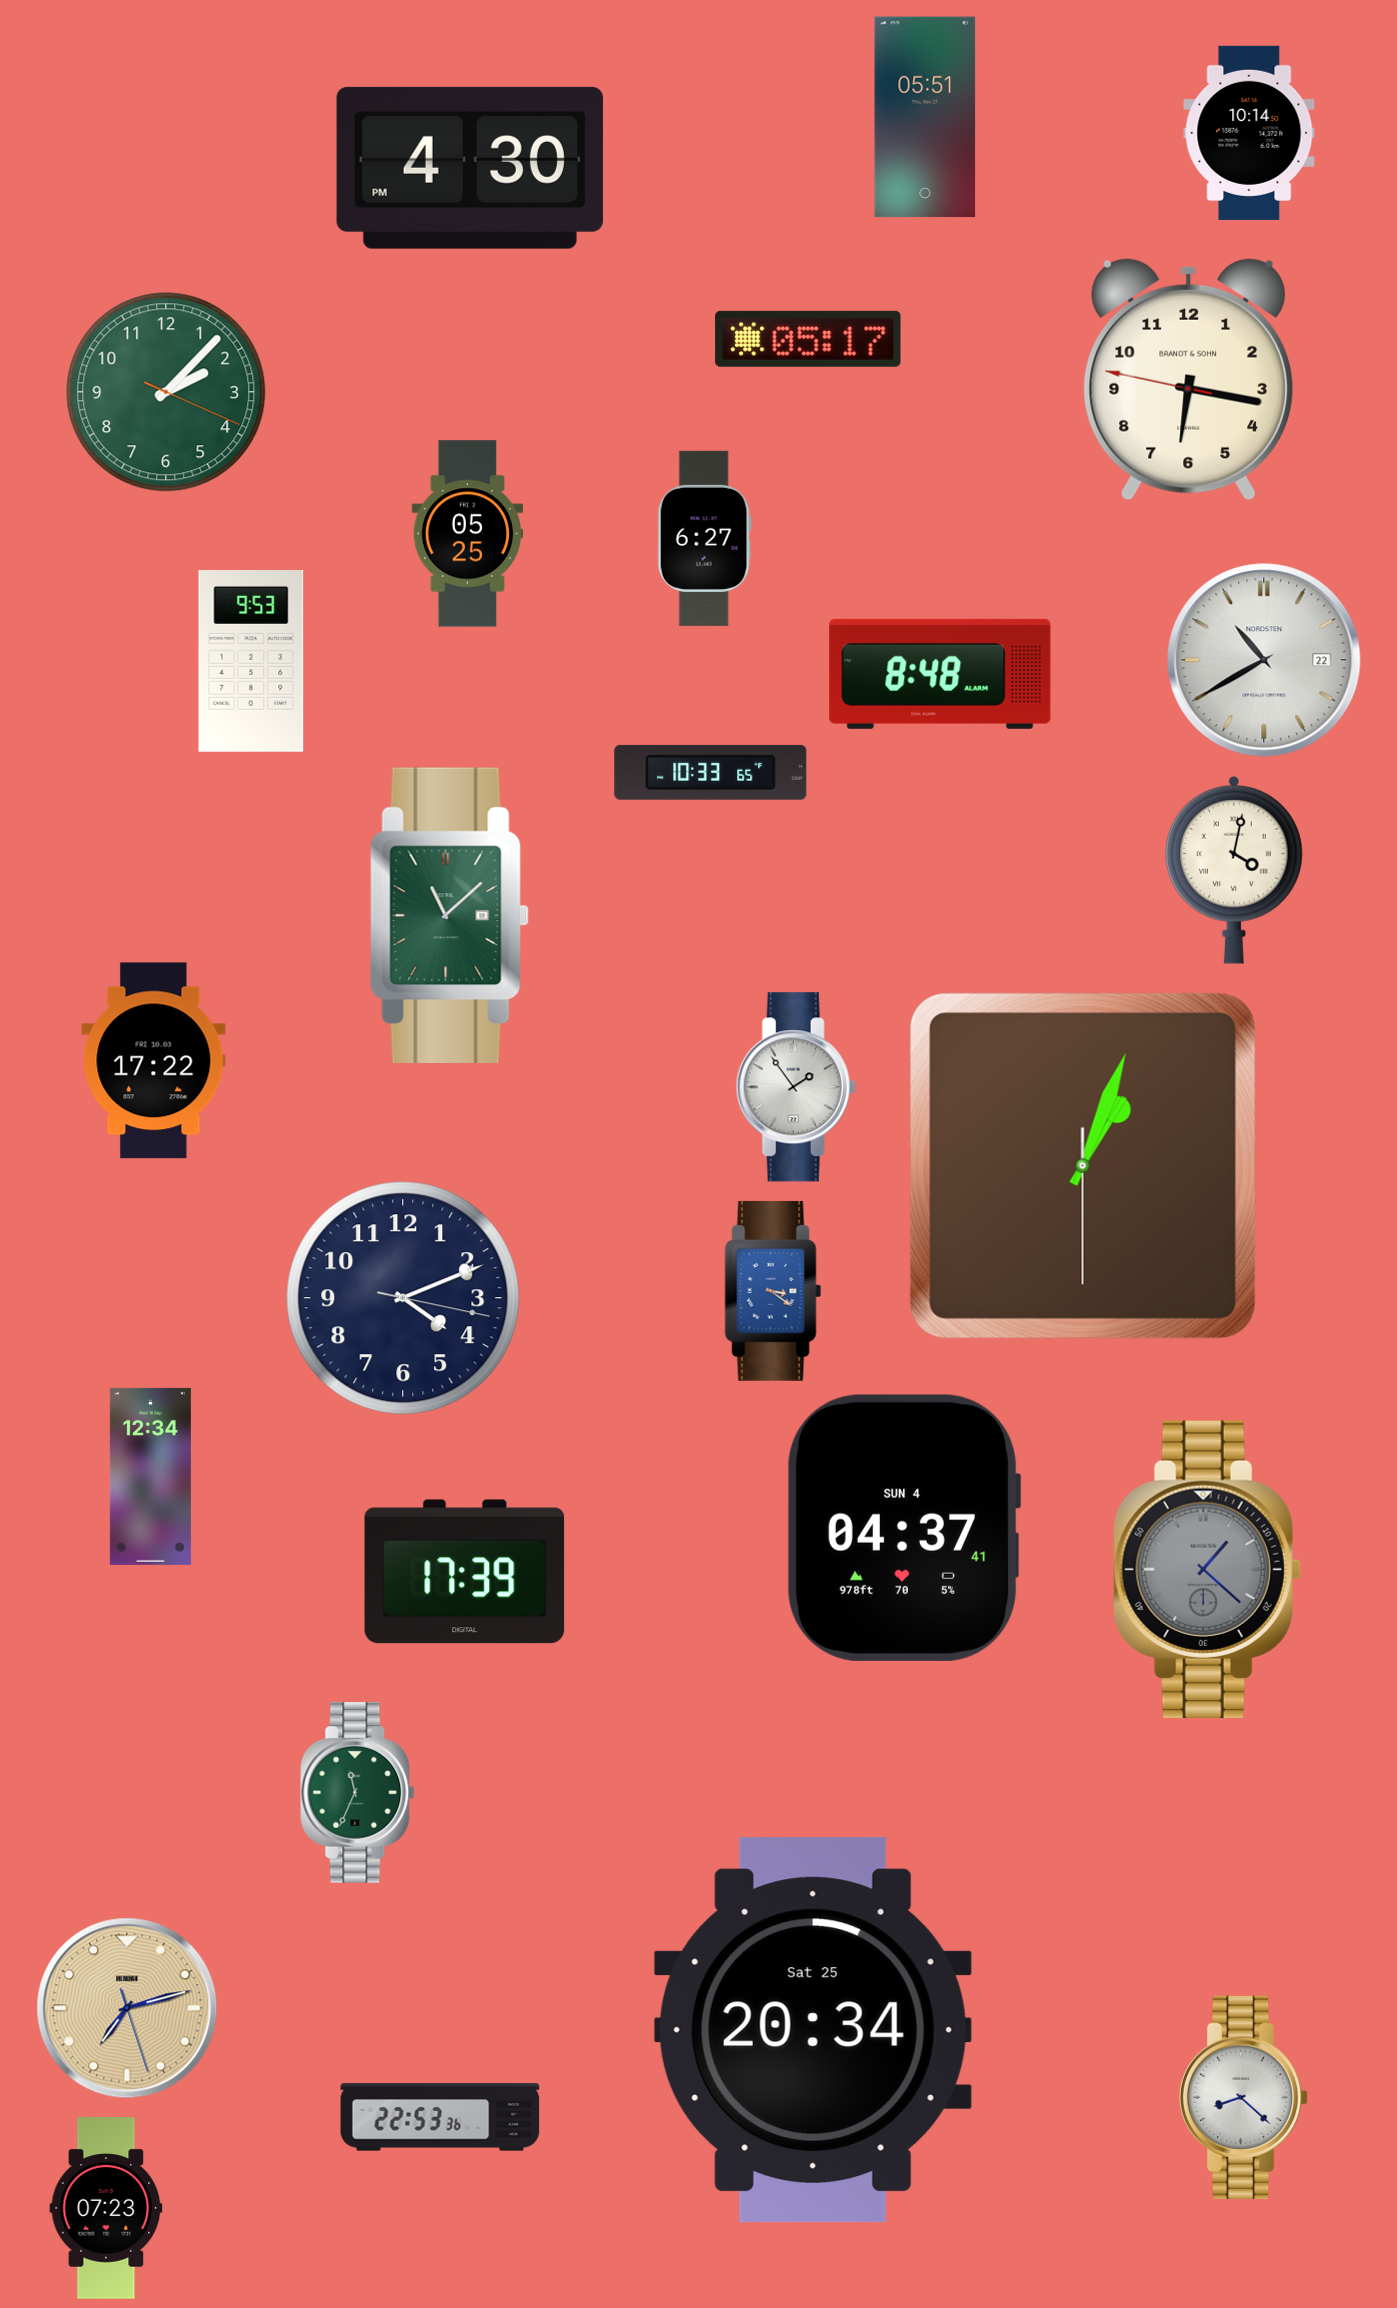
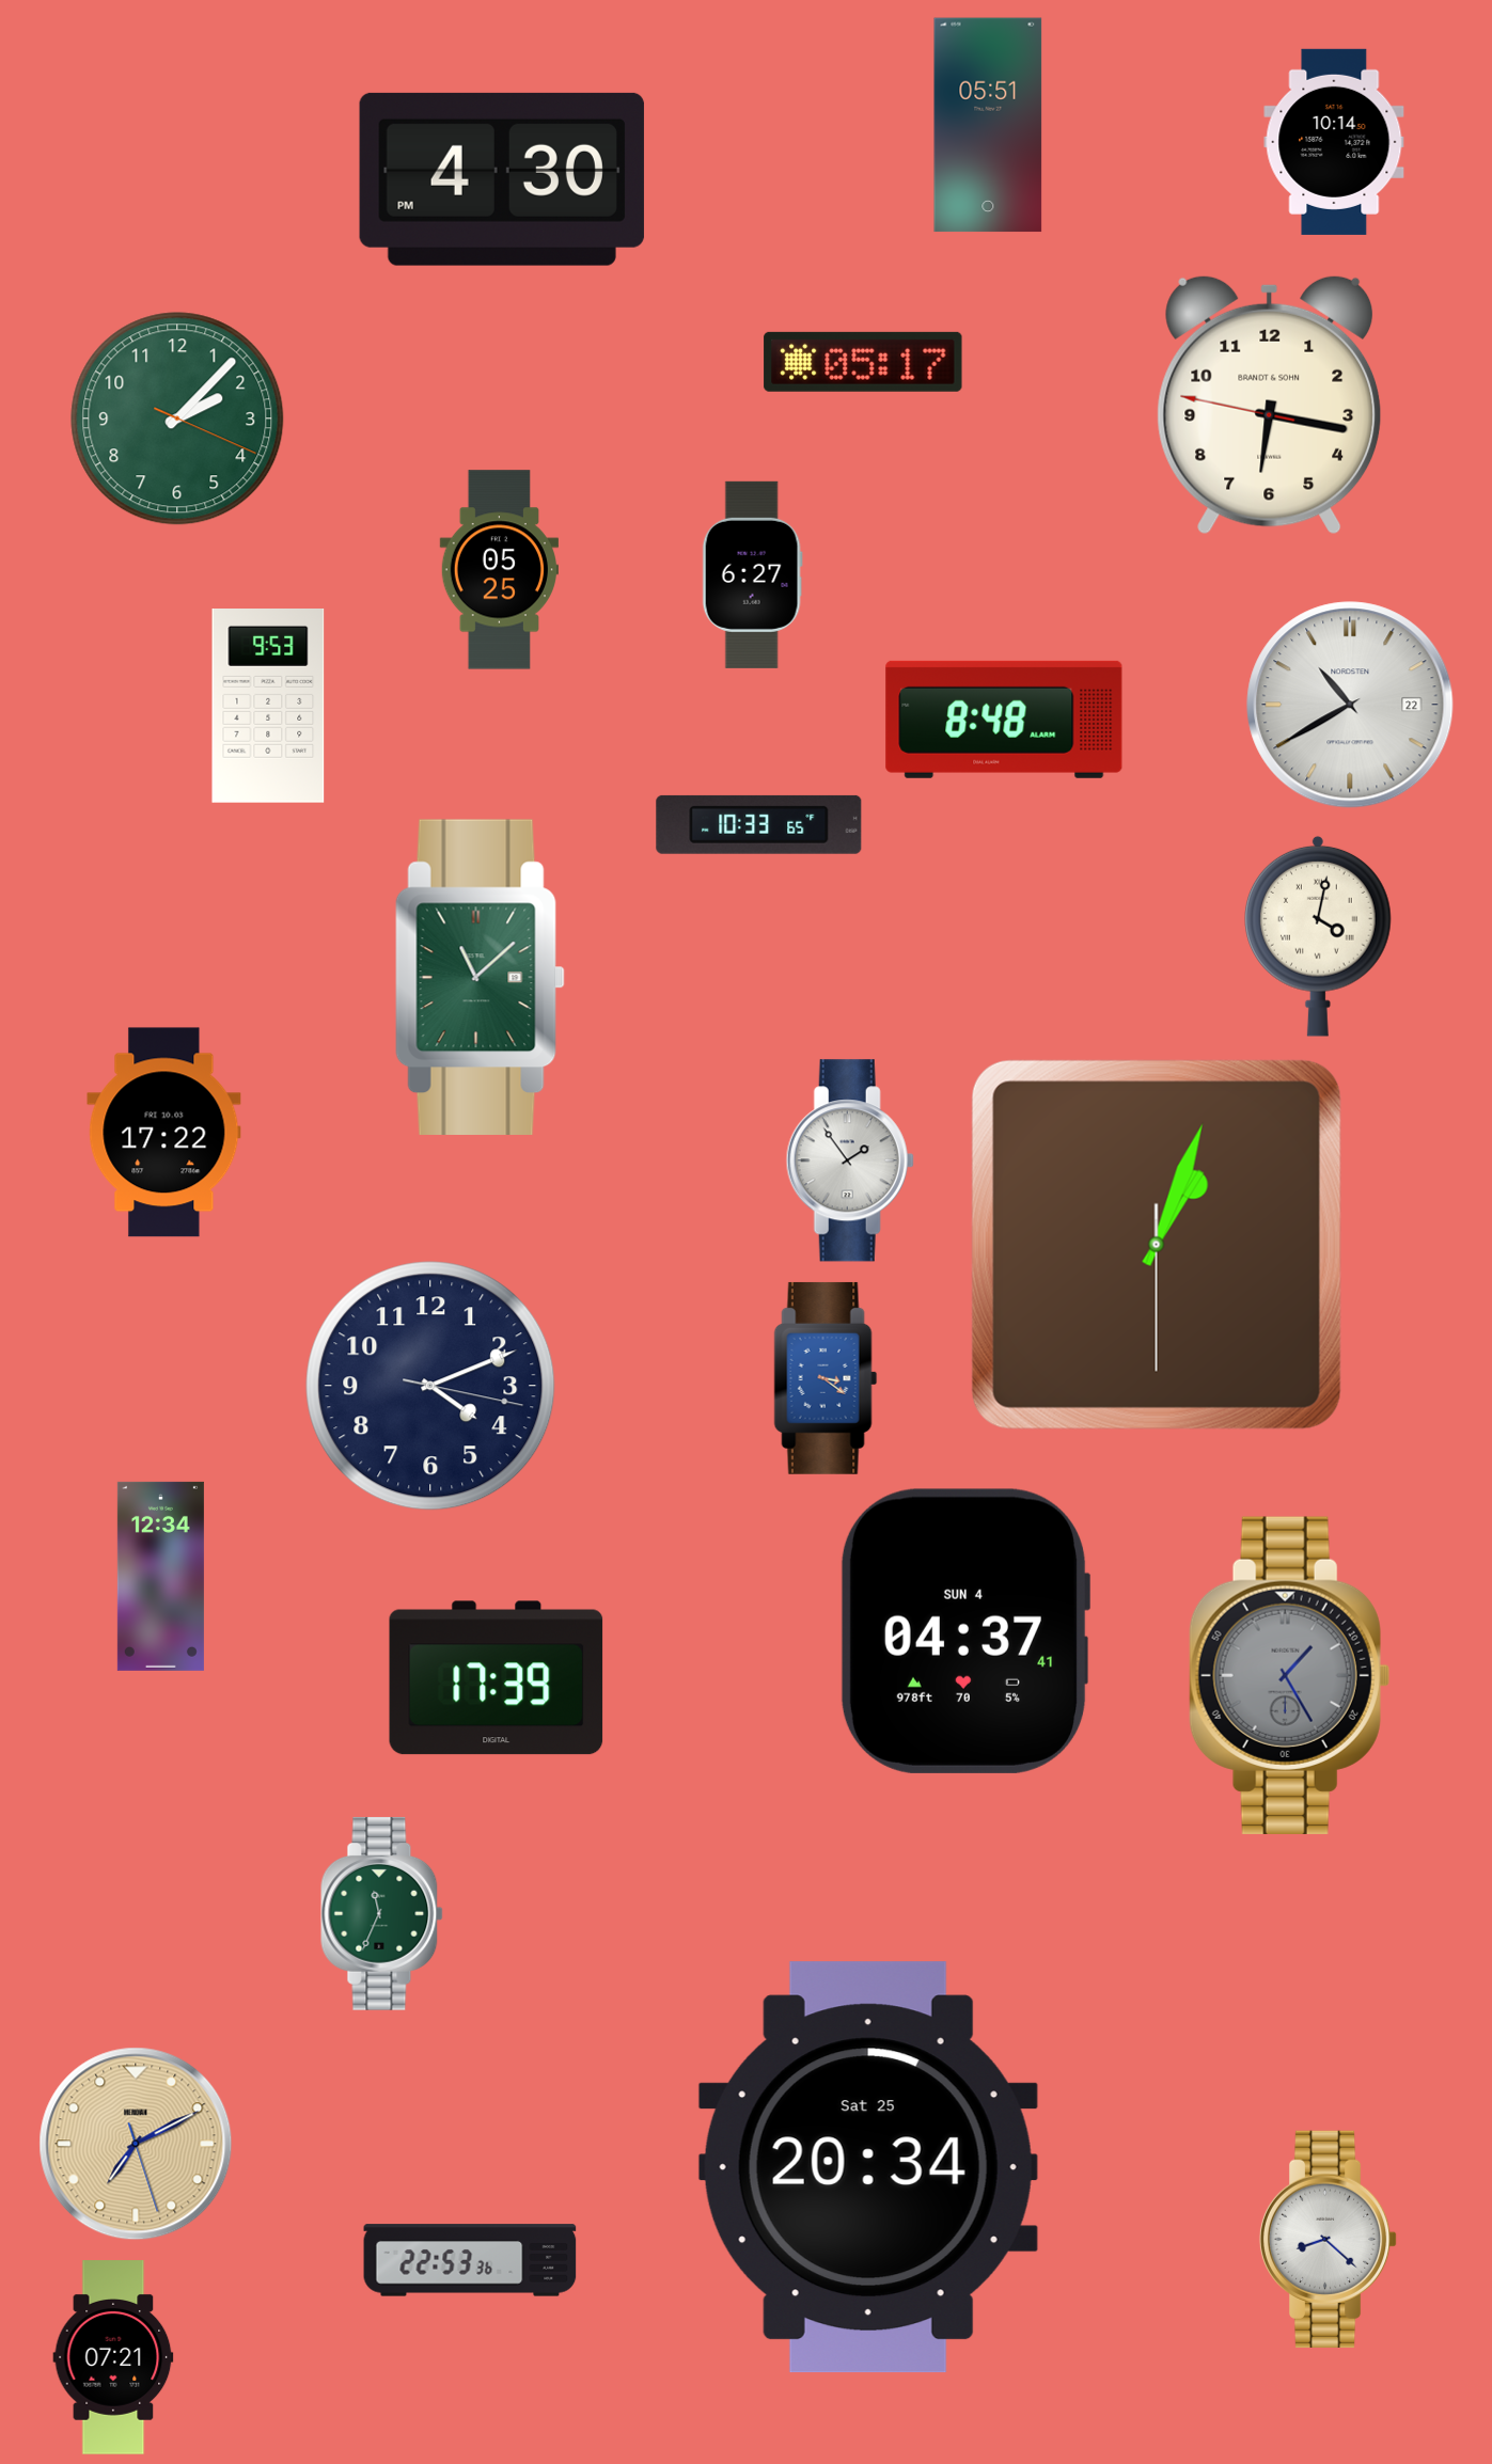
clock at (1235, 870) position: (1235, 870) -> (1319, 936)
clock at (1207, 1569): 1:22 -> 1:25
clock at (127, 2008): 7:12 -> 7:10
clock at (106, 2208): 07:23 -> 07:21
